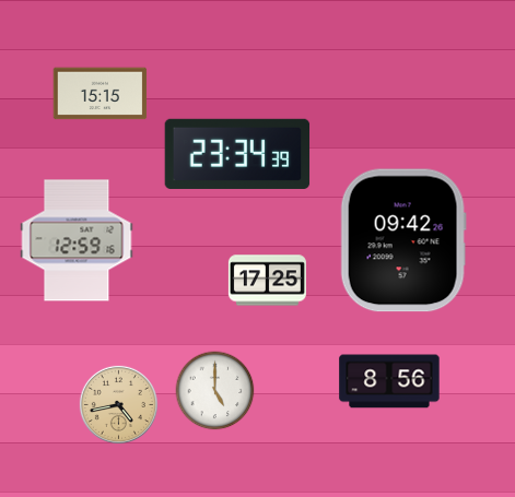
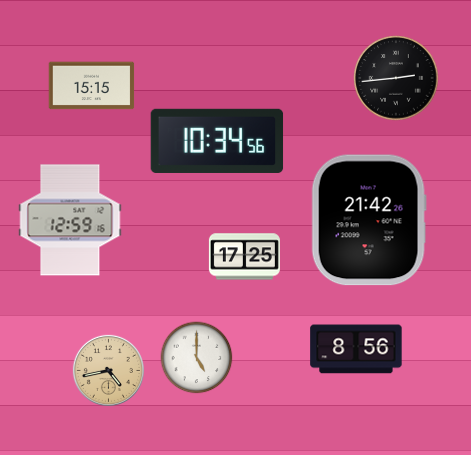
clock at (396, 78): none -> 2:44
clock at (237, 154): 23:34 -> 10:34
clock at (403, 240): 09:42 -> 21:42
